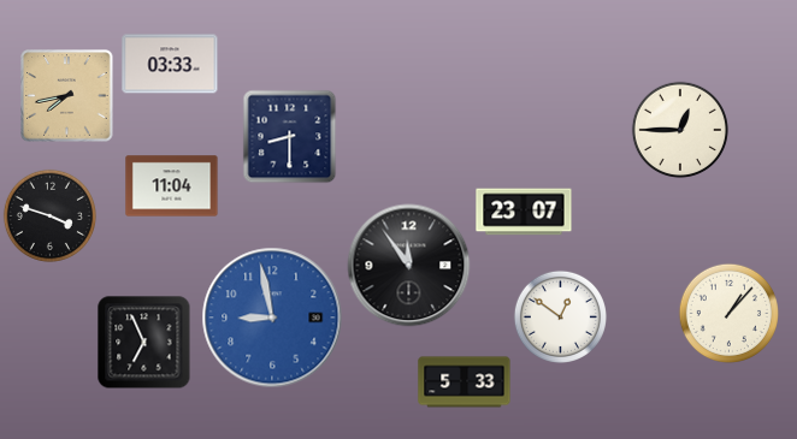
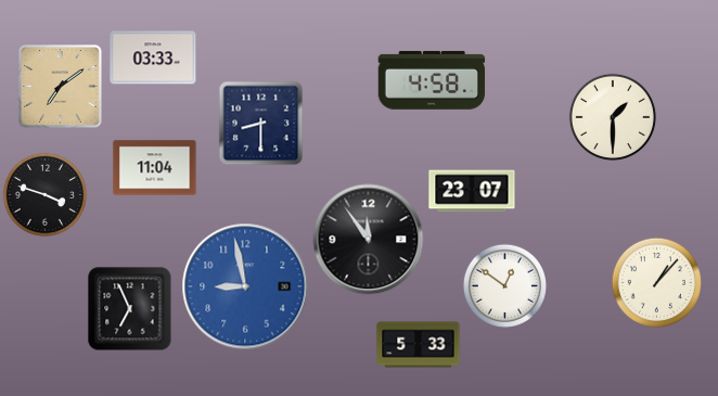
clock at (432, 80): none -> 4:58
clock at (67, 96): 7:43 -> 7:09
clock at (679, 129): 12:45 -> 1:30
